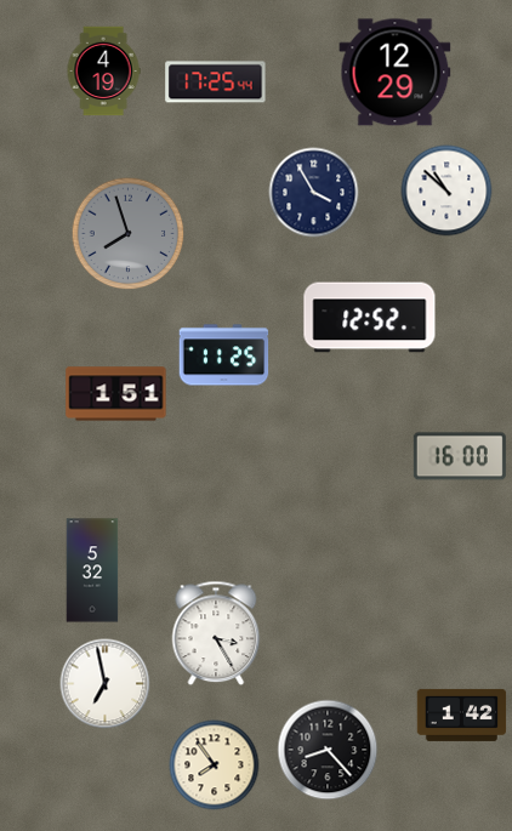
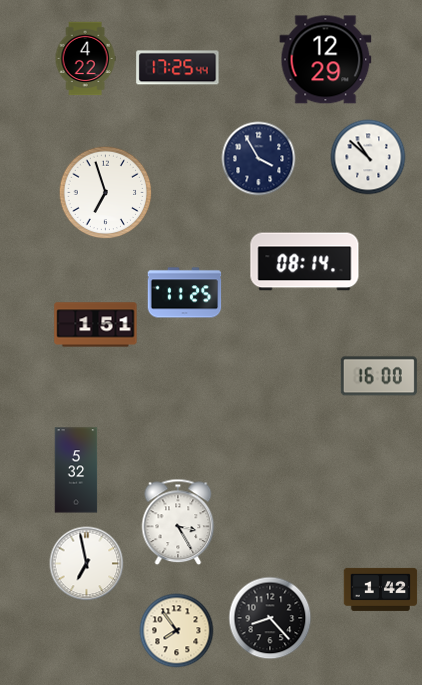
clock at (103, 72): 4:19 -> 4:22
clock at (129, 234): 7:57 -> 6:57
clock at (129, 234) dial: grey -> white
clock at (370, 318): 12:52 -> 08:14
